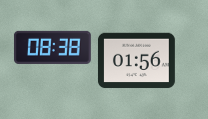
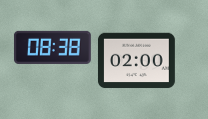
clock at (136, 61): 01:56 -> 02:00
